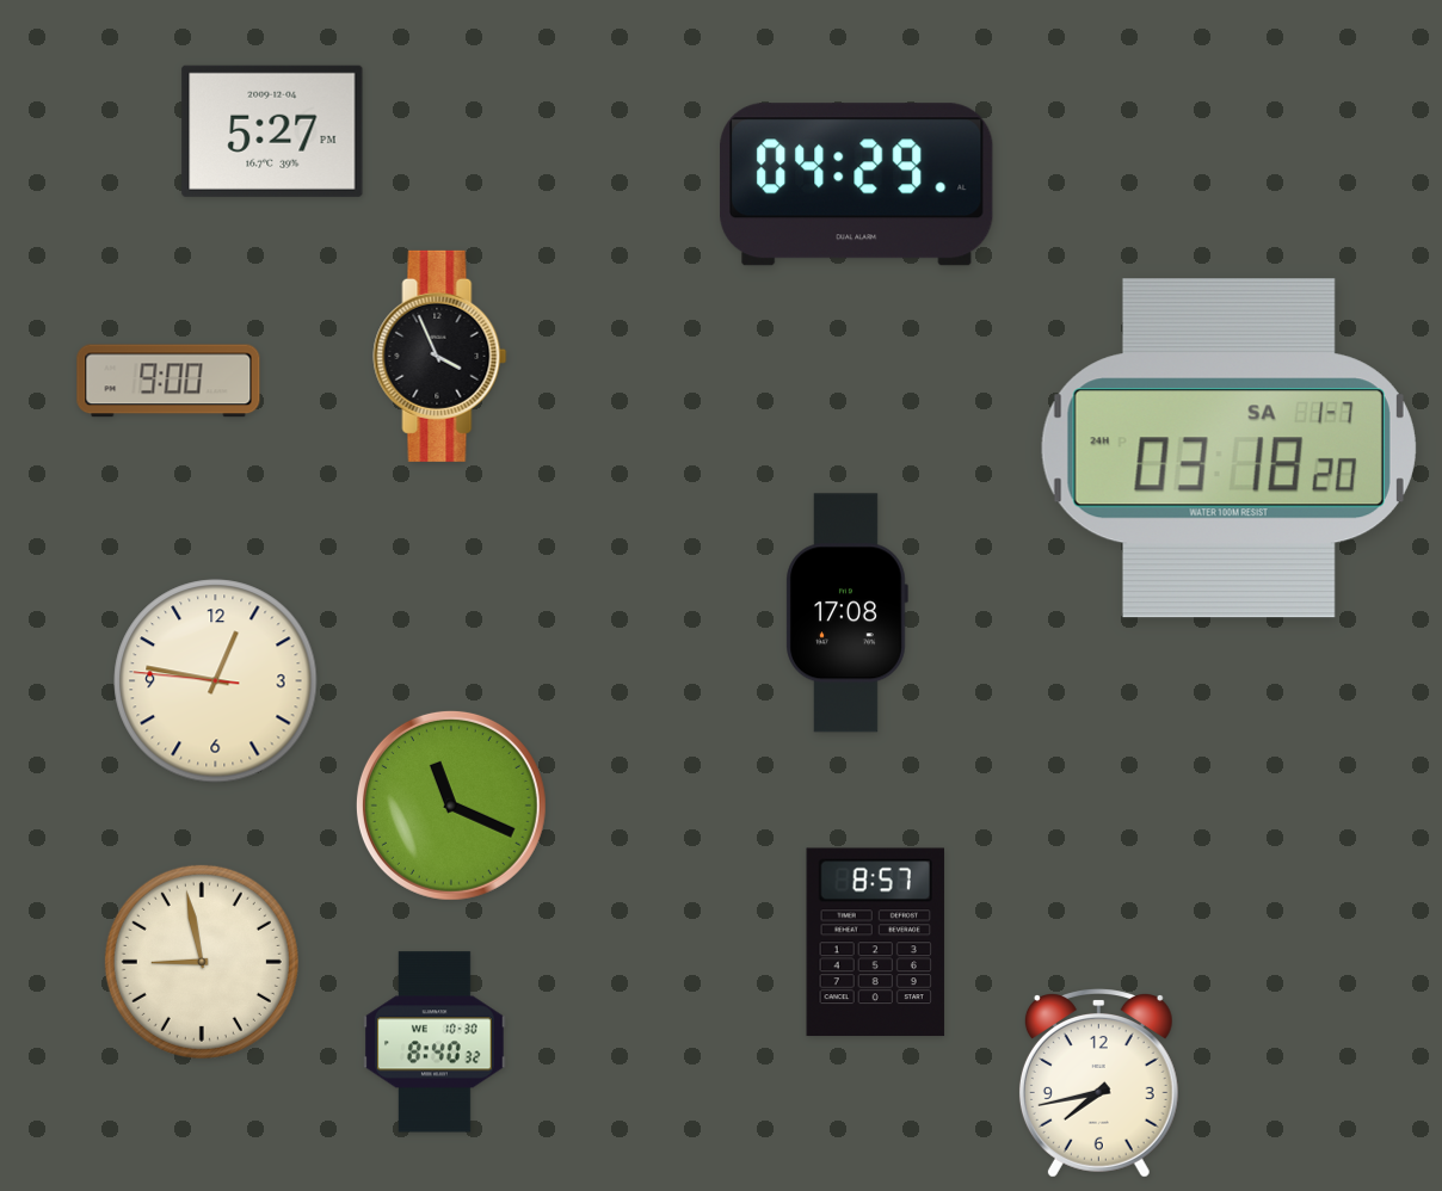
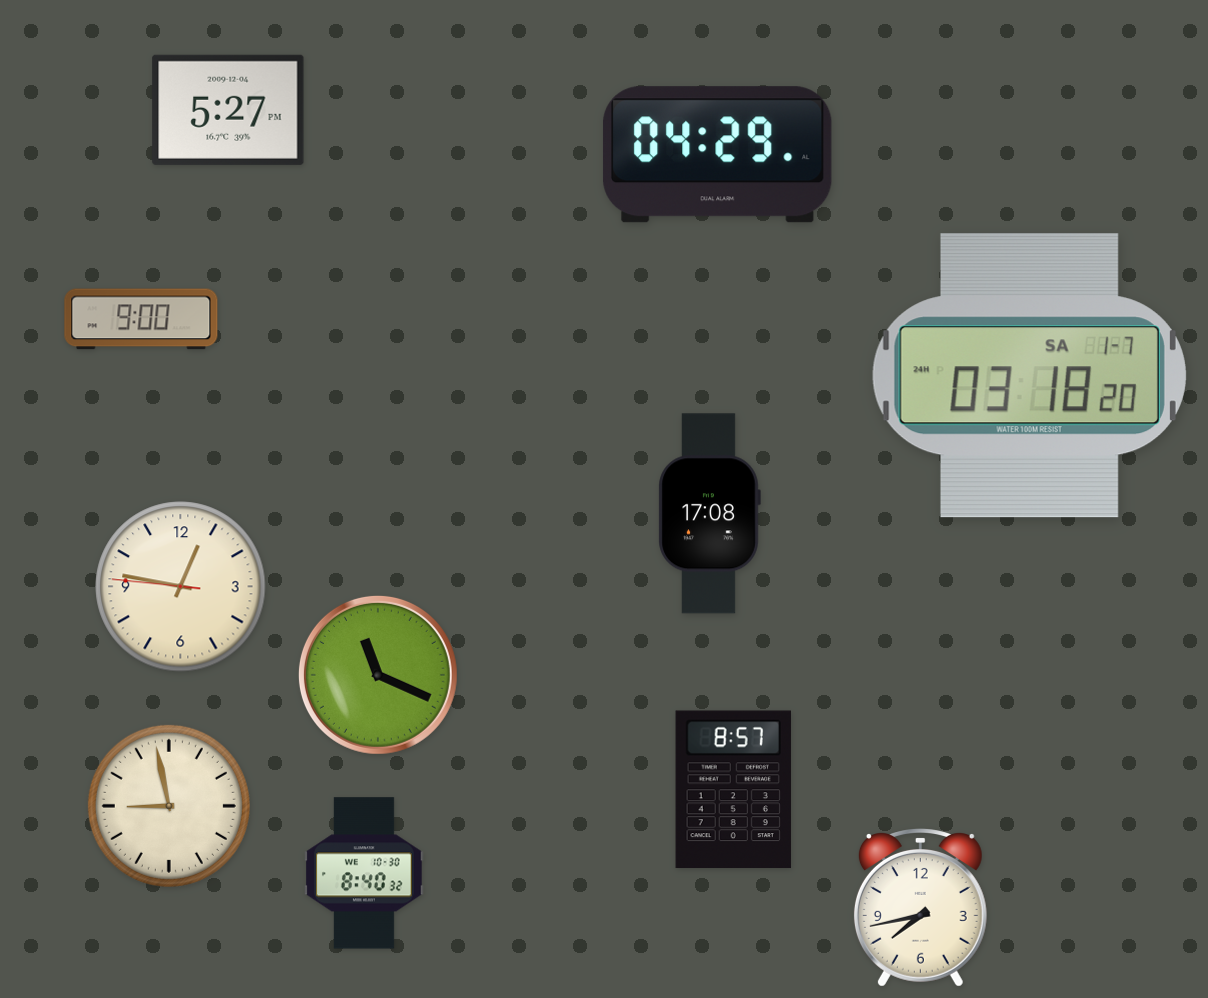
clock at (440, 356): 3:56 -> none
clock at (216, 681) position: (216, 681) -> (181, 587)
